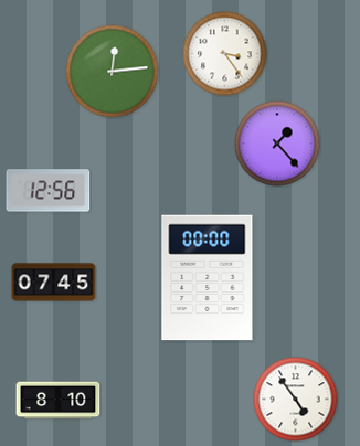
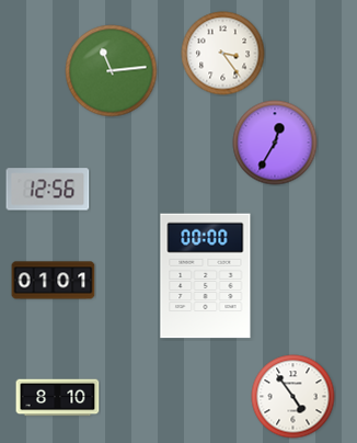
clock at (113, 72): 12:14 -> 11:14
clock at (277, 144): 1:23 -> 12:35
clock at (54, 283): 07:45 -> 01:01
